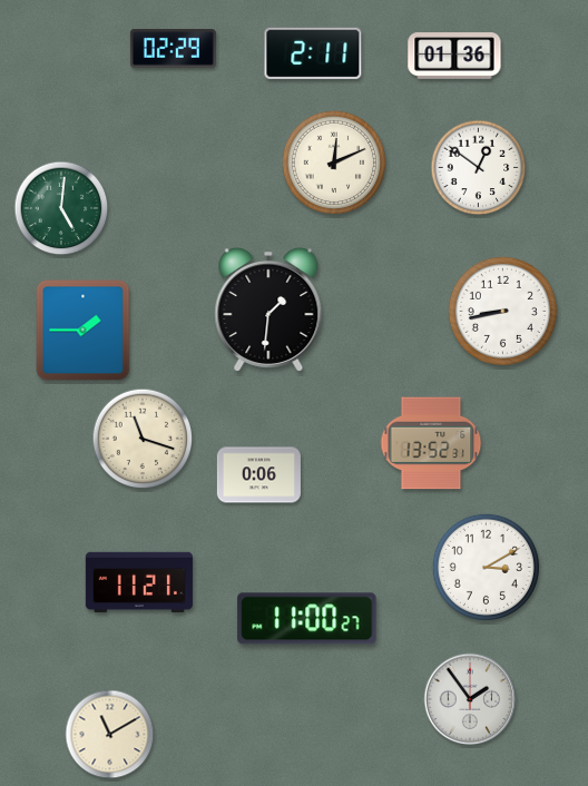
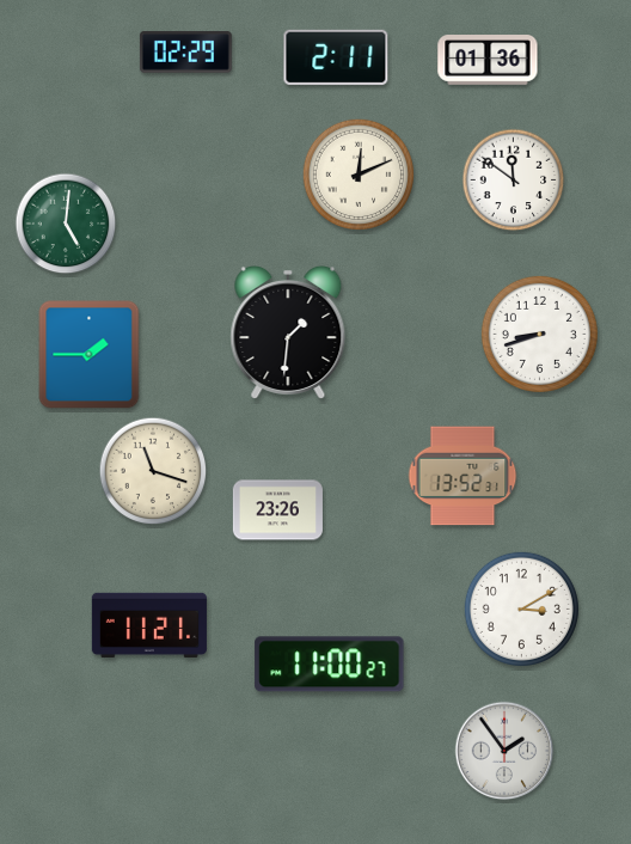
clock at (479, 168): 12:51 -> 11:51
clock at (502, 311): 8:43 -> 8:42
clock at (258, 475): 0:06 -> 23:26
clock at (110, 735): 11:10 -> none
